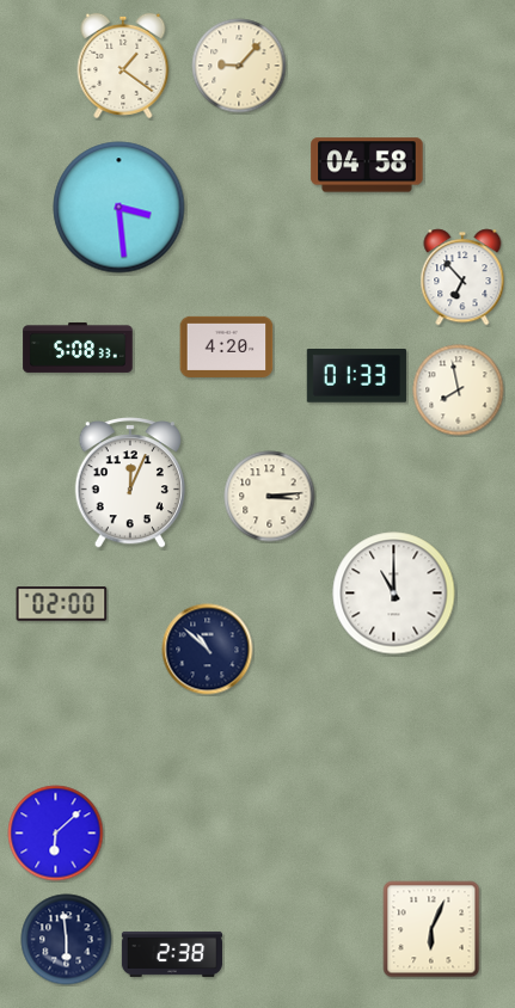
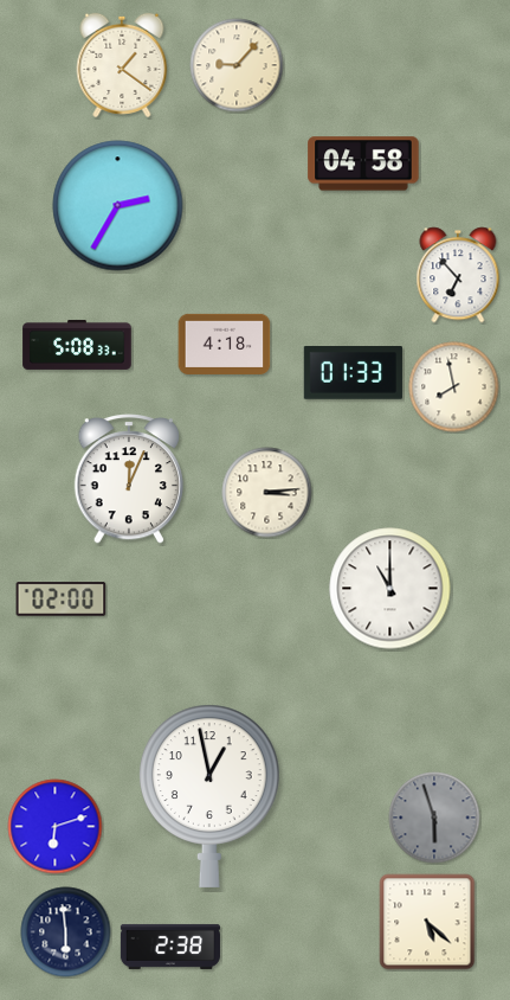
clock at (119, 208): 3:29 -> 2:35
clock at (227, 346): 4:20 -> 4:18
clock at (208, 650): 10:52 -> none
clock at (209, 796): none -> 12:58
clock at (434, 818): none -> 5:57
clock at (56, 834): 6:08 -> 6:12
clock at (431, 929): 6:04 -> 5:22
